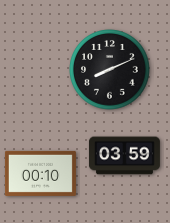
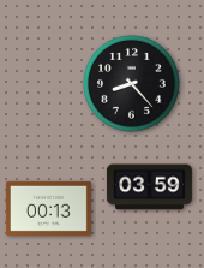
clock at (110, 70): 8:11 -> 8:23
clock at (40, 173): 00:10 -> 00:13
